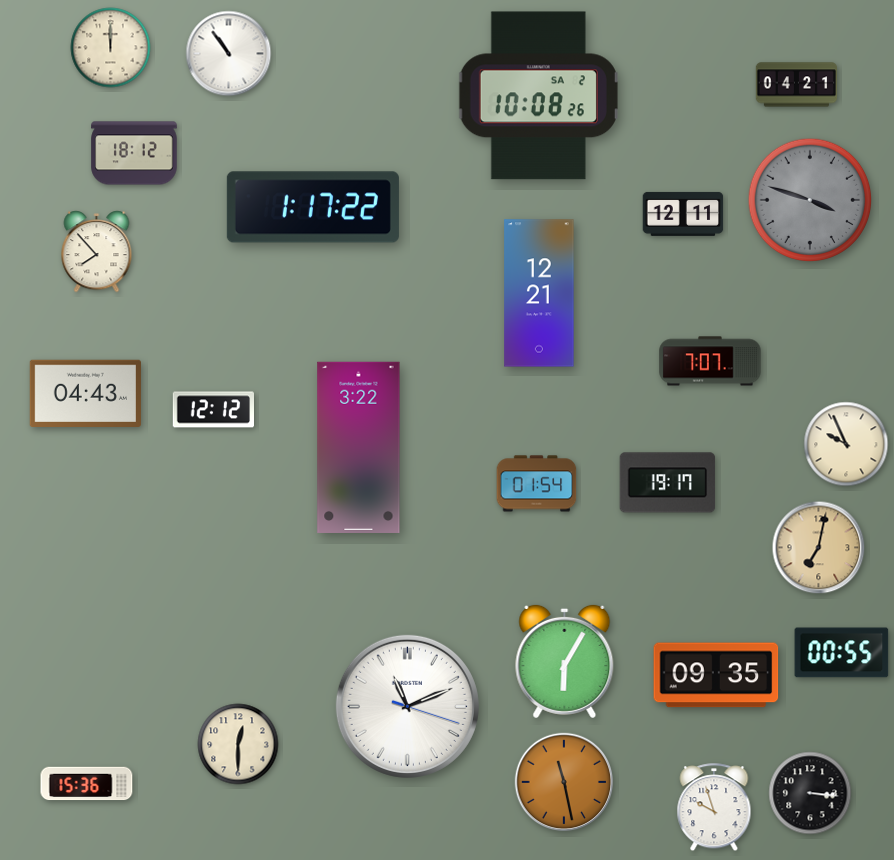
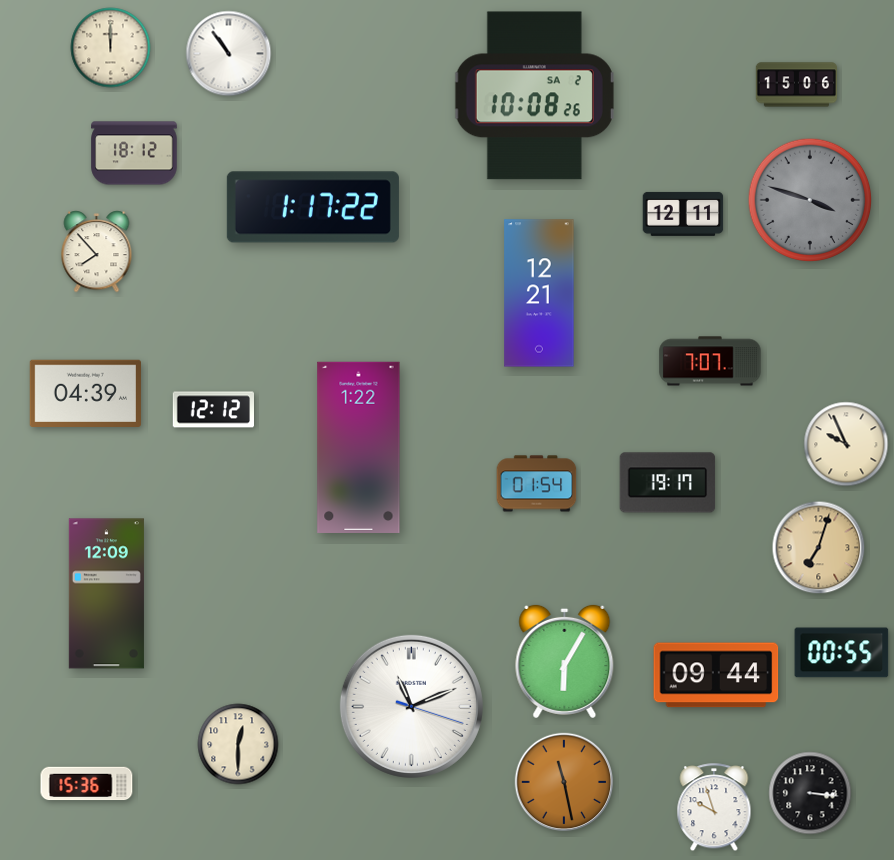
clock at (797, 85): 04:21 -> 15:06
clock at (538, 96) position: (538, 96) -> (534, 96)
clock at (85, 393): 04:43 -> 04:39
clock at (359, 447): 3:22 -> 1:22
clock at (819, 548): 7:02 -> 7:03
clock at (106, 594): none -> 12:09
clock at (716, 675): 09:35 -> 09:44
clock at (407, 706) position: (407, 706) -> (411, 706)
